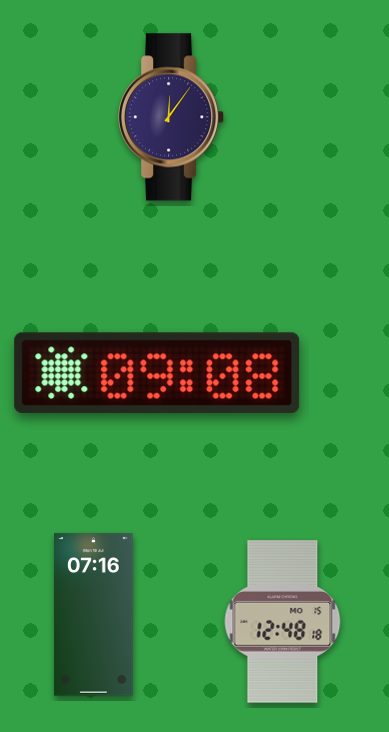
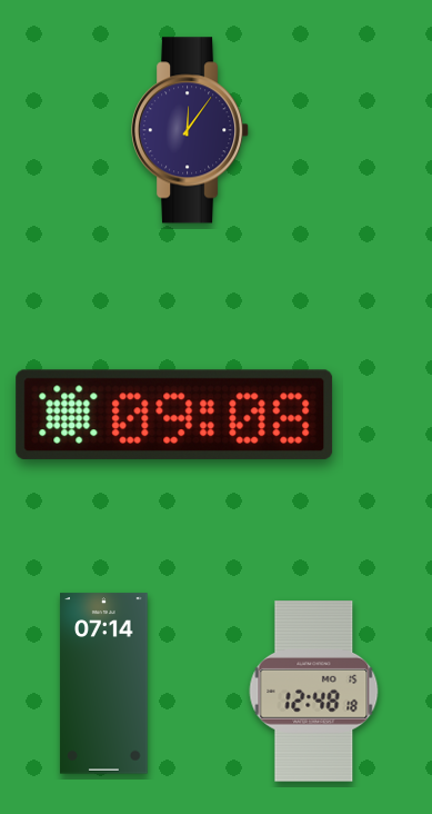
clock at (94, 615): 07:16 -> 07:14
